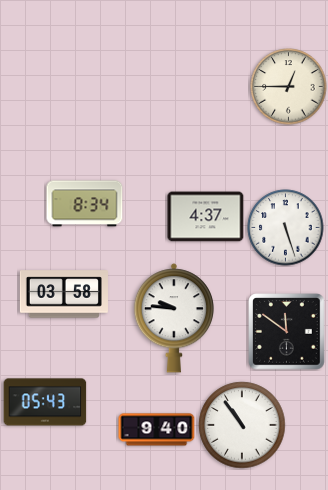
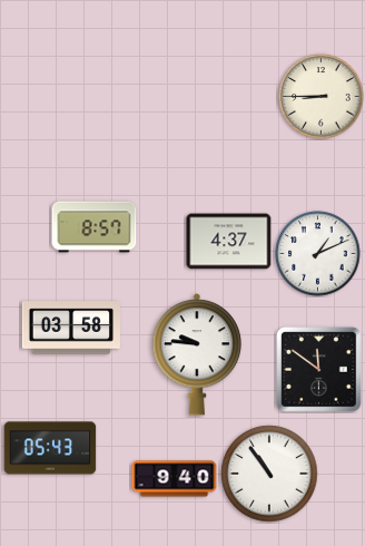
clock at (289, 87): 12:45 -> 8:45
clock at (85, 204): 8:34 -> 8:57
clock at (286, 228): 5:27 -> 1:11
clock at (174, 318) position: (174, 318) -> (197, 354)
